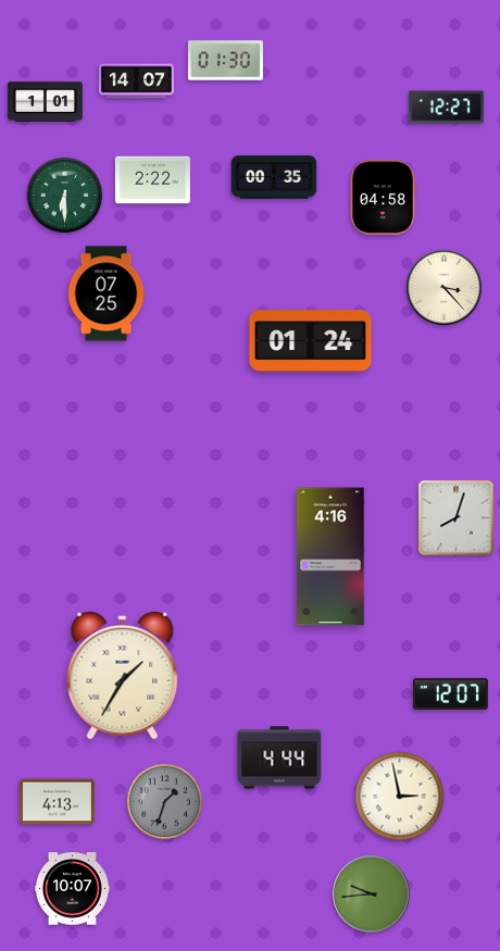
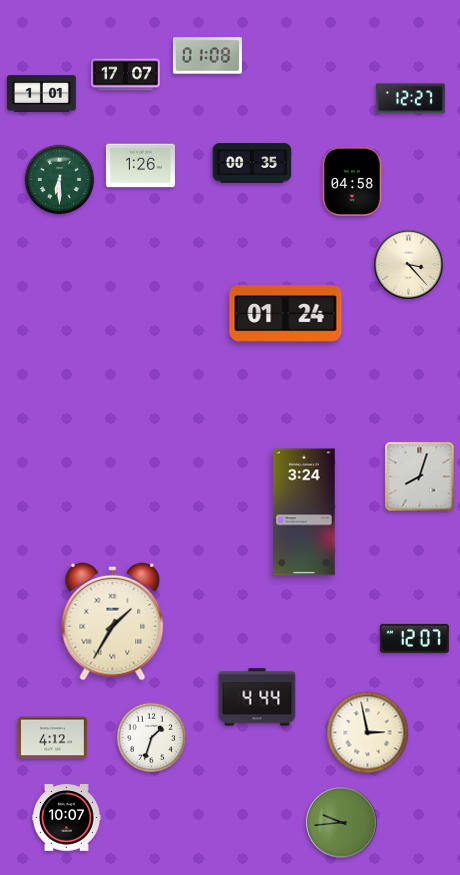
clock at (225, 61): 01:30 -> 01:08
clock at (136, 82): 14:07 -> 17:07
clock at (152, 180): 2:22 -> 1:26
clock at (107, 293): 07:25 -> none
clock at (330, 556): 4:16 -> 3:24
clock at (57, 802): 4:13 -> 4:12
clock at (165, 802) dial: grey -> white
